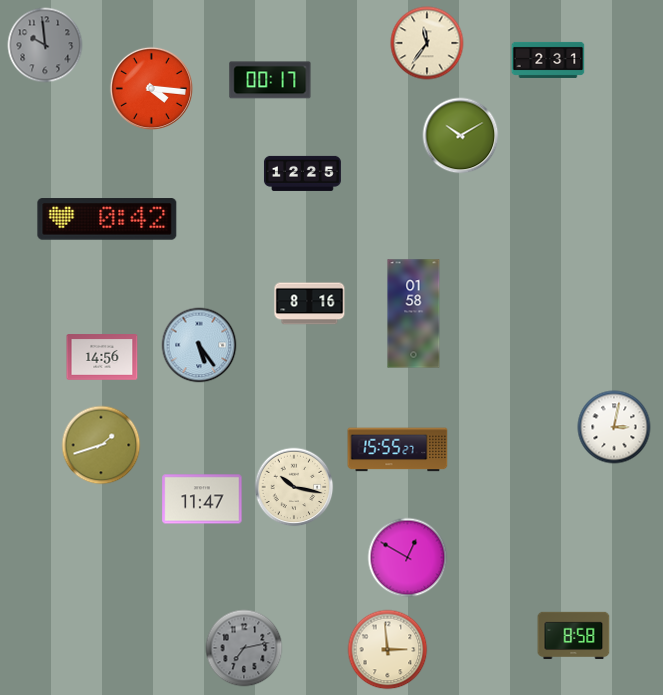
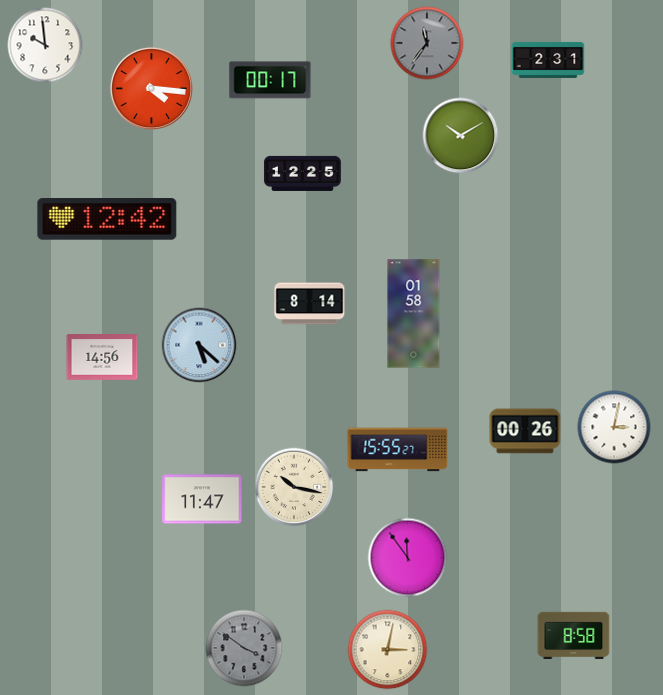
clock at (427, 43) dial: cream -> grey
clock at (45, 45) dial: grey -> white
clock at (107, 219): 0:42 -> 12:42
clock at (310, 304): 8:16 -> 8:14
clock at (199, 345): 5:24 -> 5:22
clock at (525, 431): none -> 00:26
clock at (101, 445): 1:42 -> none
clock at (408, 558): 12:50 -> 11:54
clock at (244, 648): 7:13 -> 3:51
clock at (388, 650): 2:59 -> 3:02
